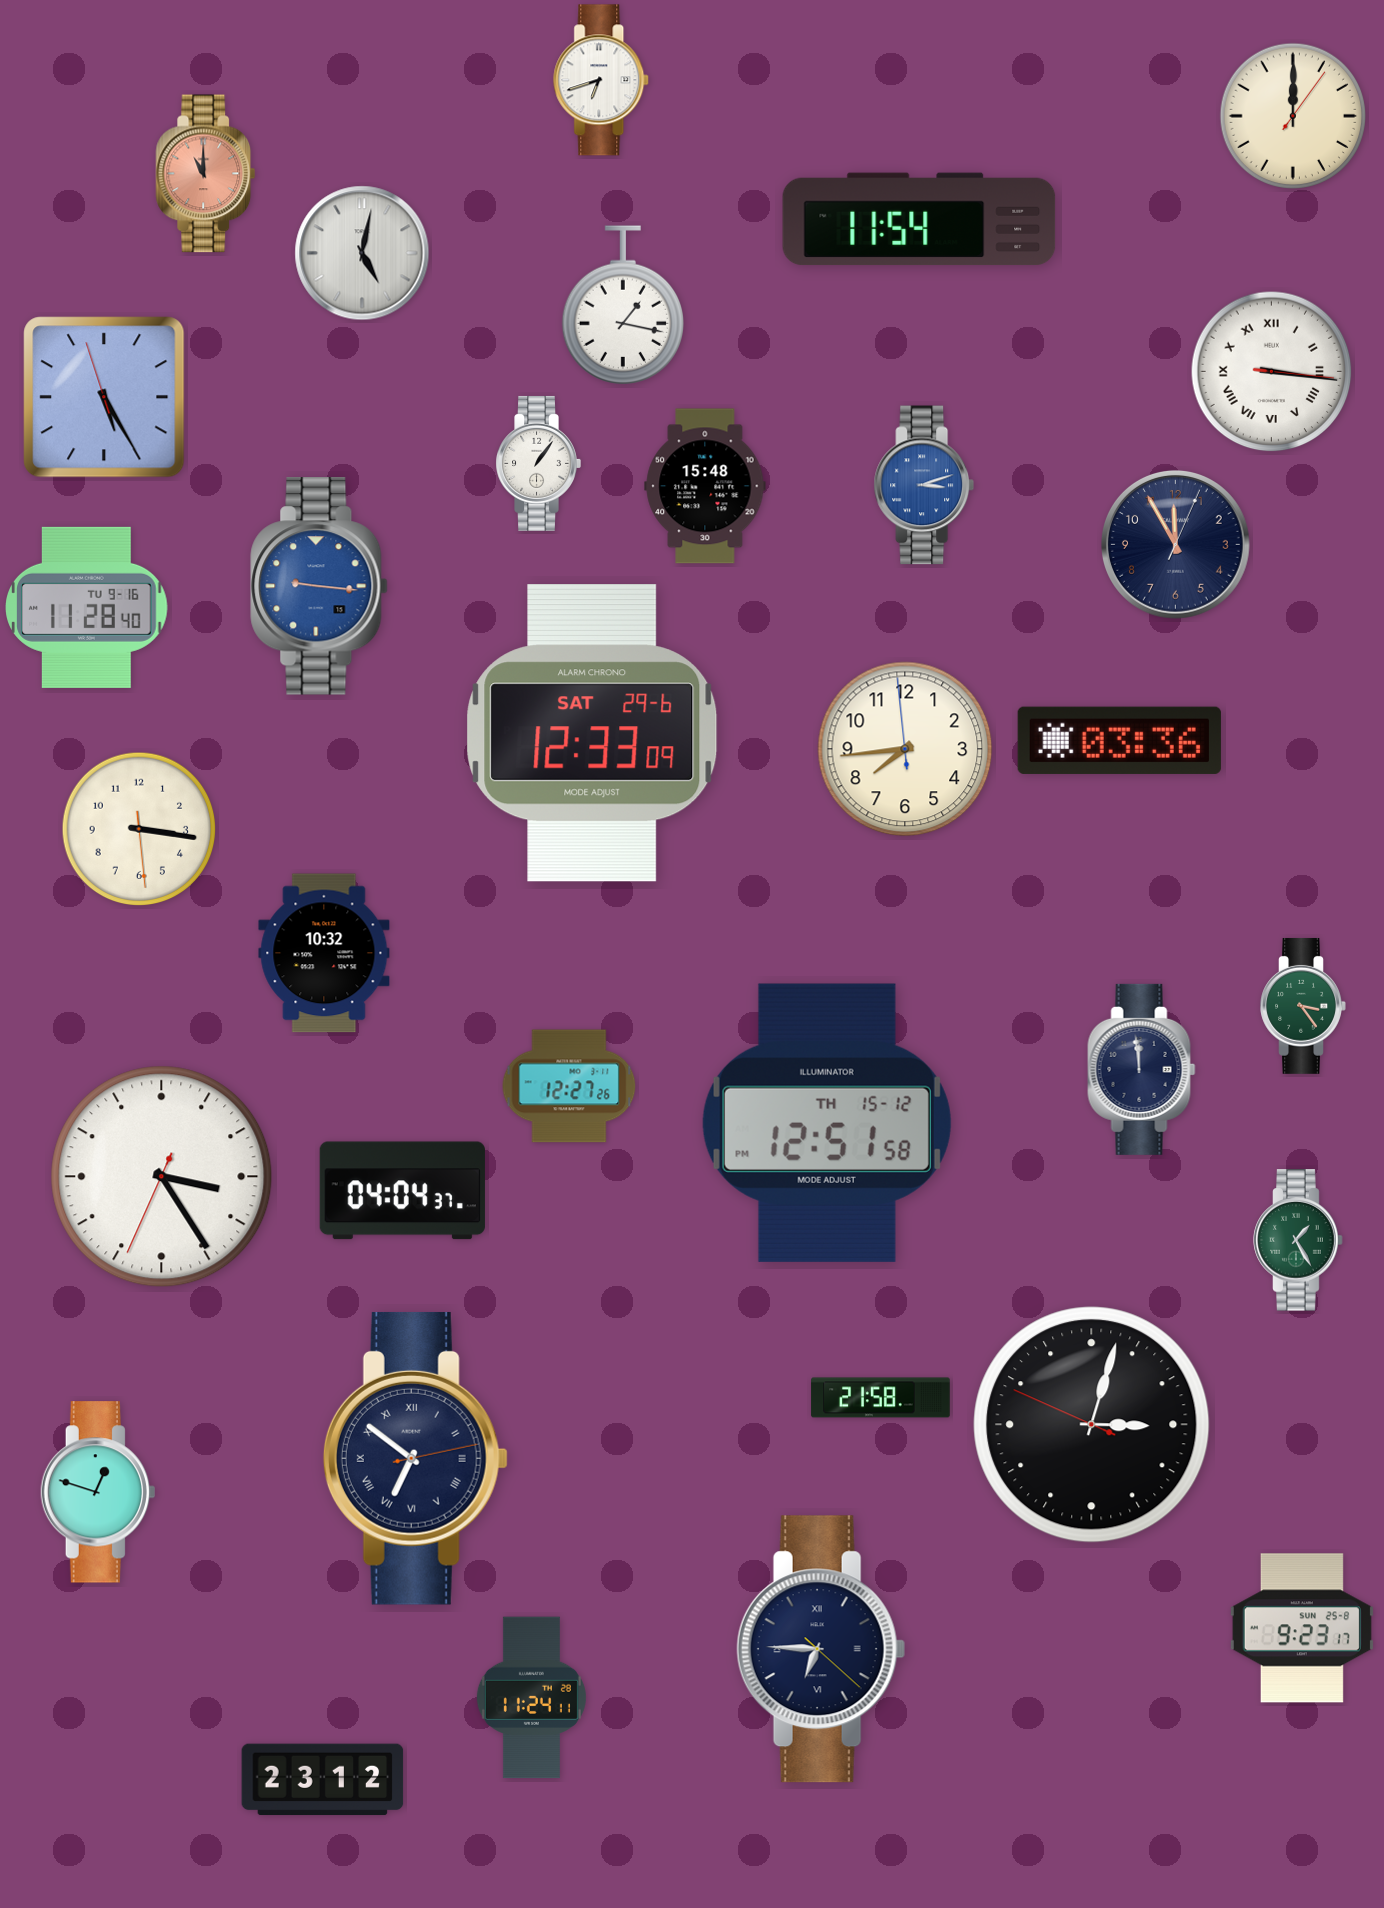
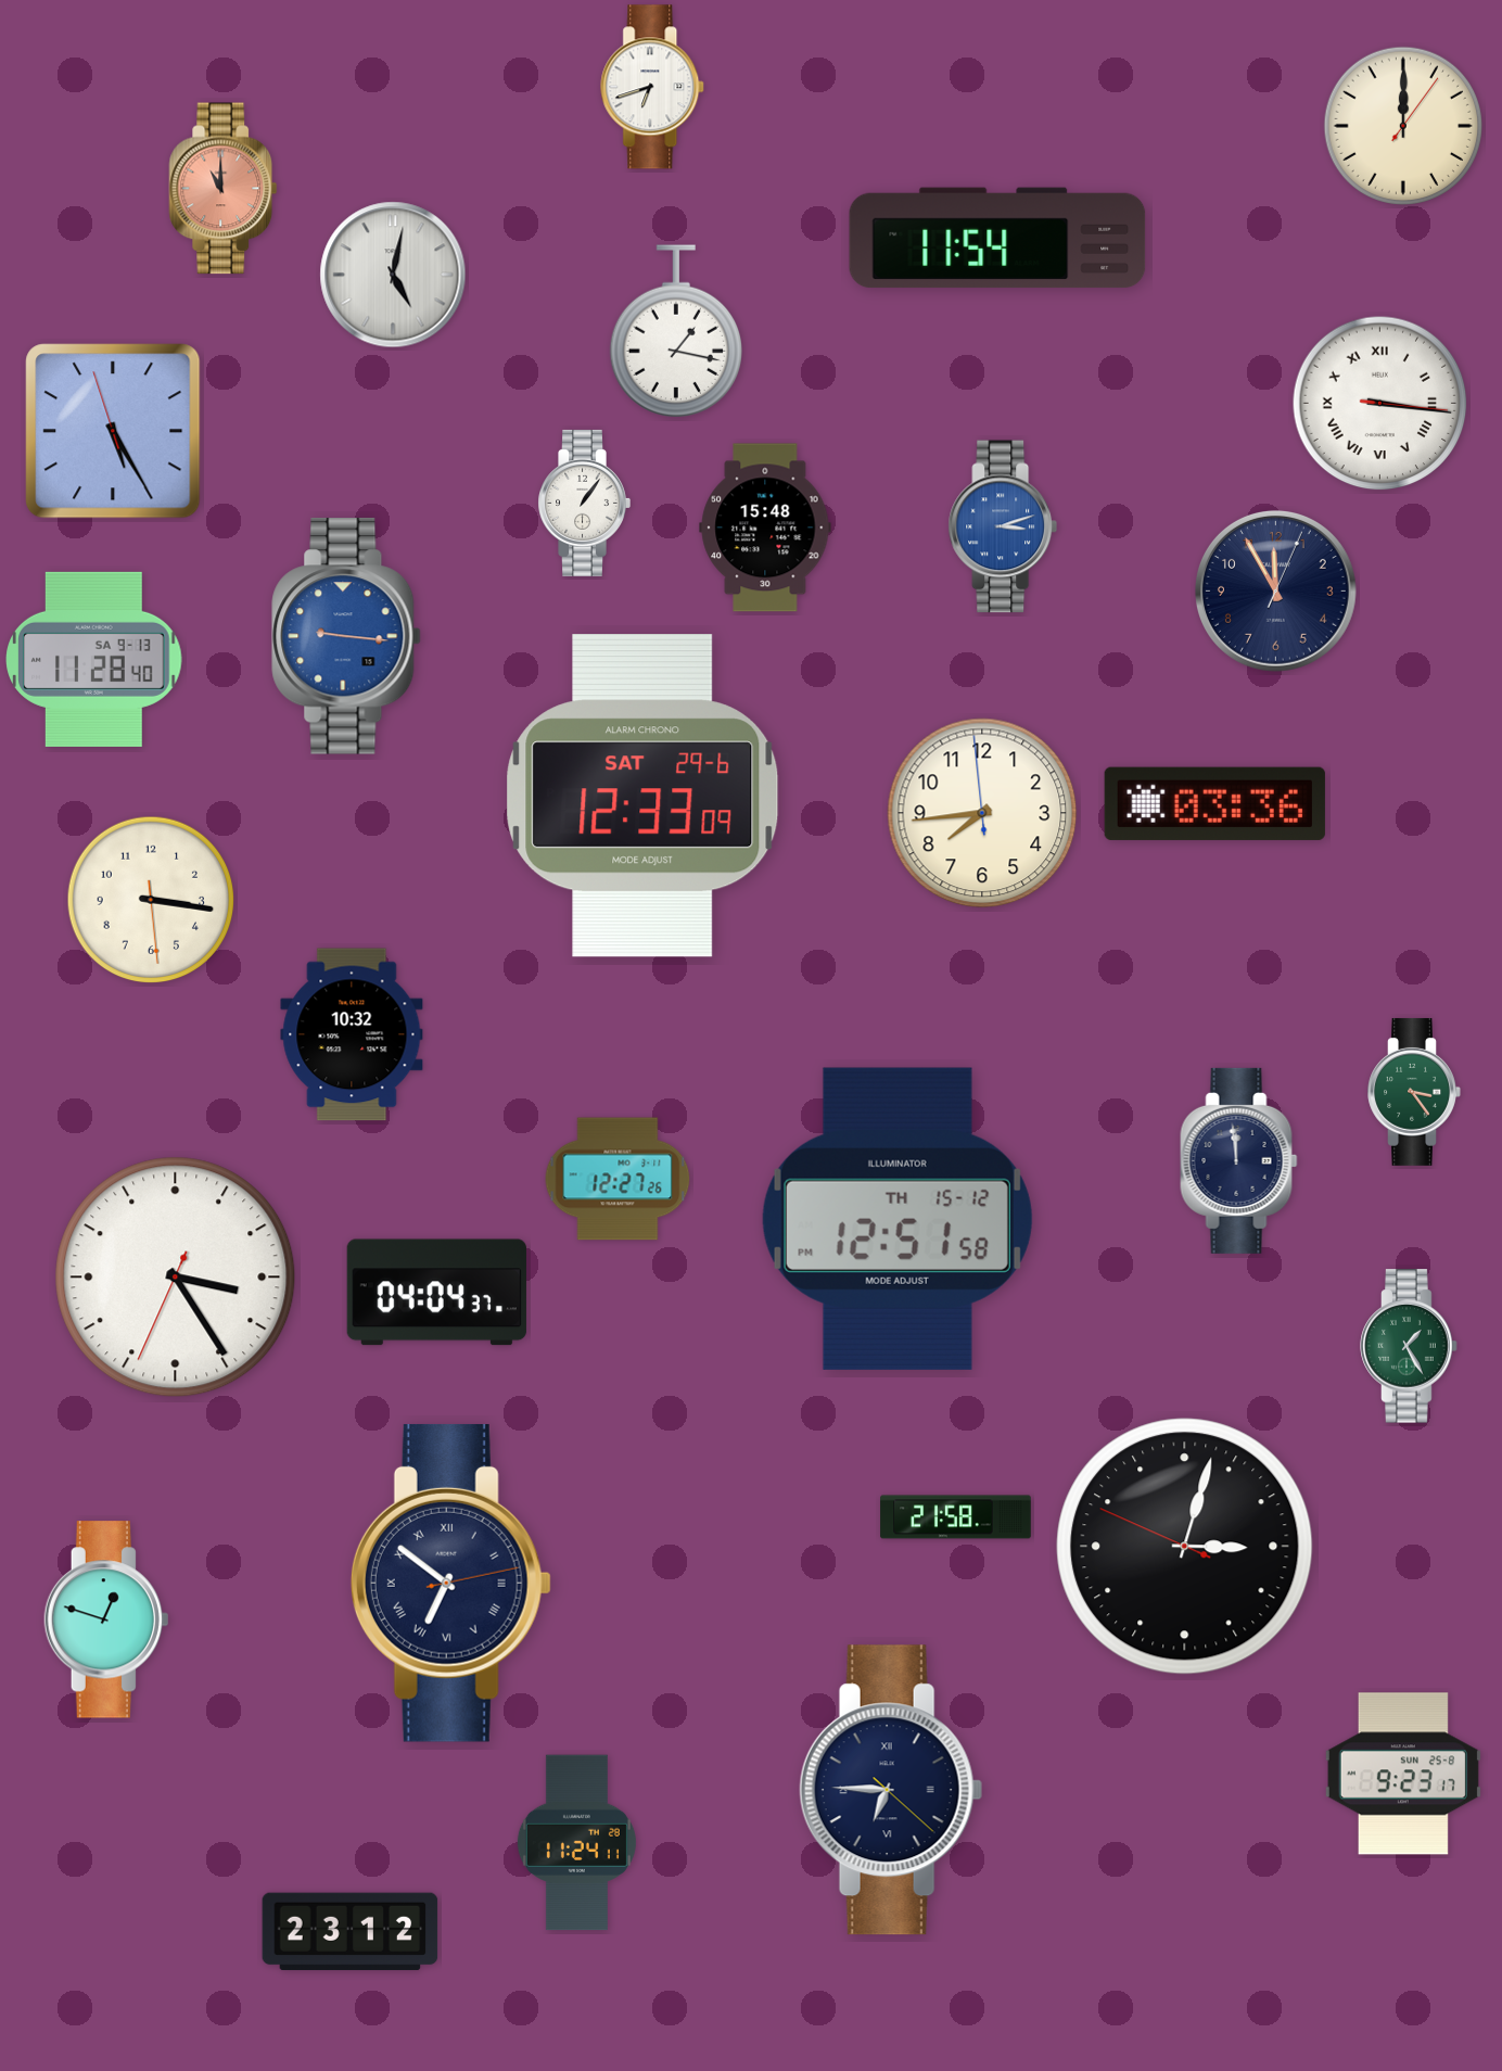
clock at (87, 607) date: TU 9-16 -> SA 9-13
clock at (1302, 1628) position: (1302, 1628) -> (1403, 1774)
